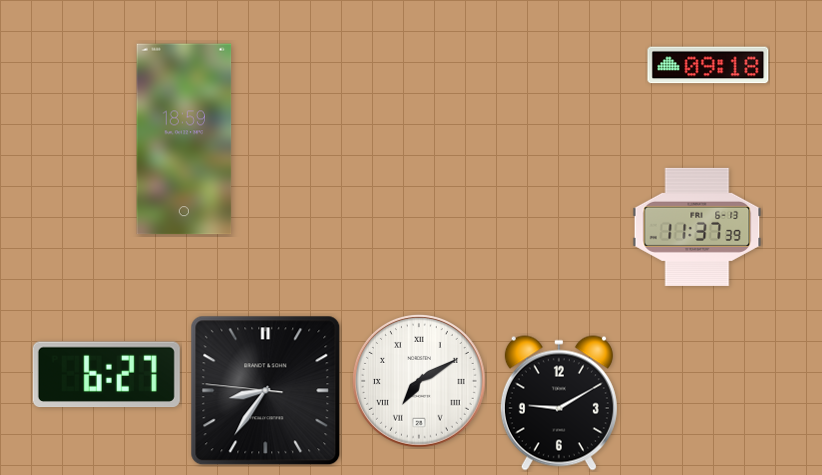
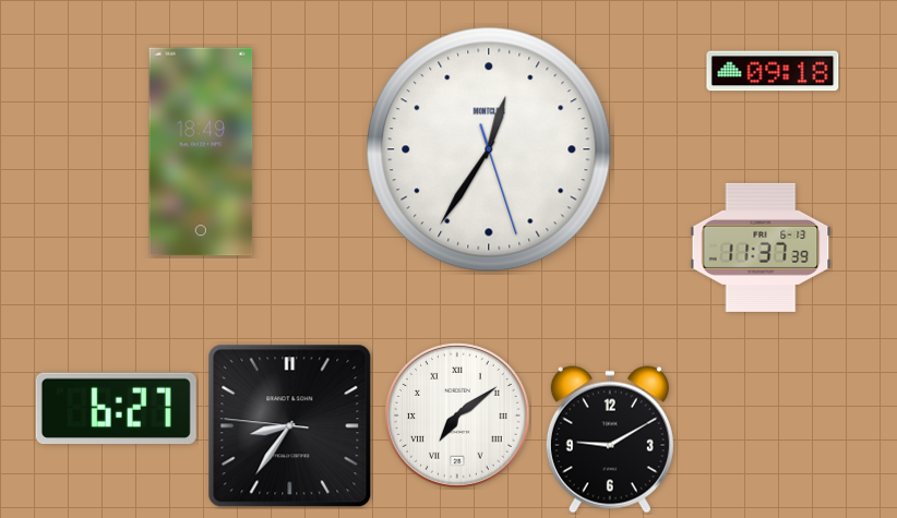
clock at (489, 149): none -> 12:35
clock at (184, 139): 18:59 -> 18:49
clock at (420, 382): 7:10 -> 7:09
